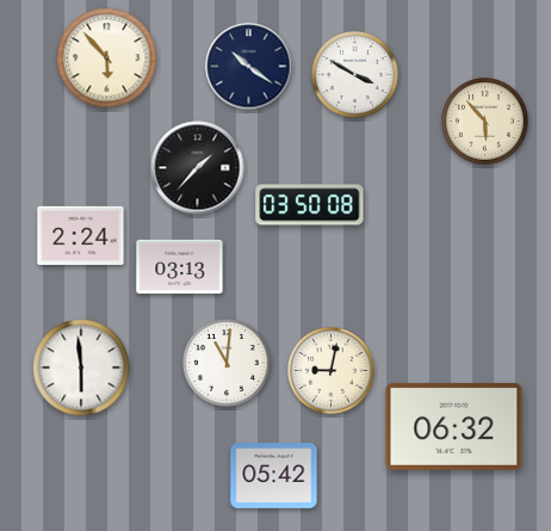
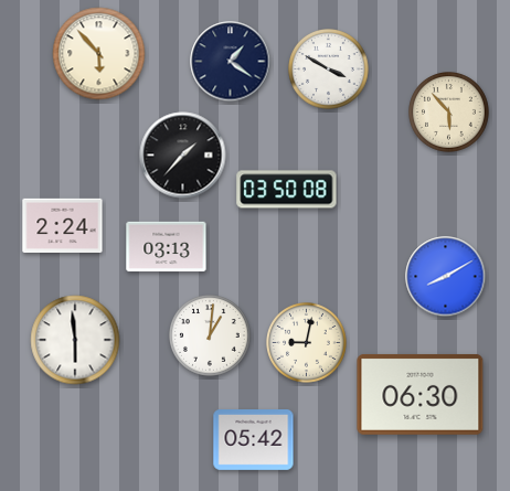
clock at (249, 67): 10:21 -> 1:21
clock at (81, 235) position: (81, 235) -> (63, 225)
clock at (446, 277): none -> 8:10
clock at (228, 364): 11:01 -> 1:01
clock at (454, 426): 06:32 -> 06:30
